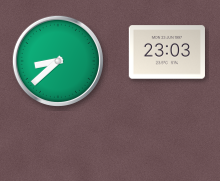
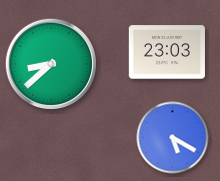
clock at (58, 61) position: (58, 61) -> (51, 64)
clock at (173, 138): none -> 5:20
